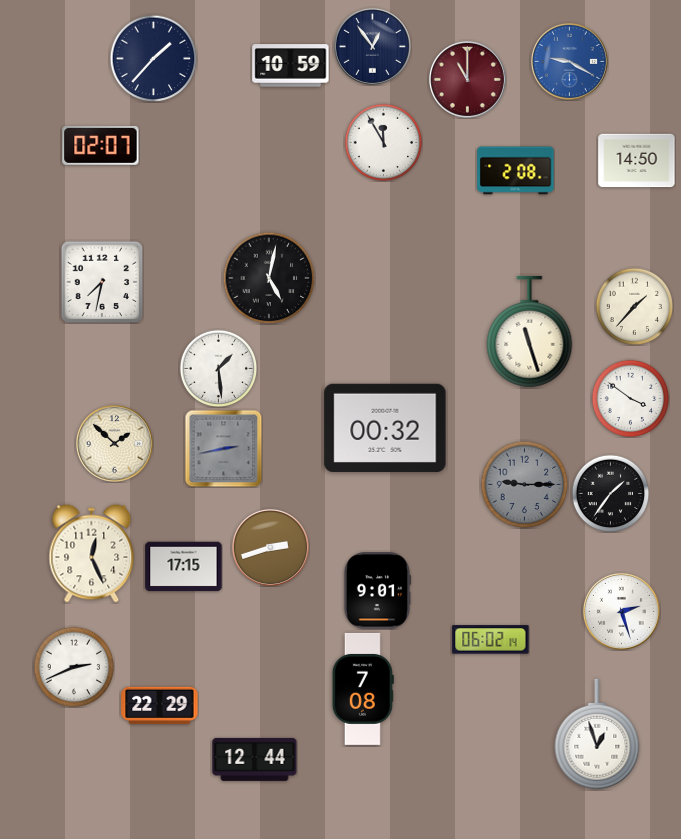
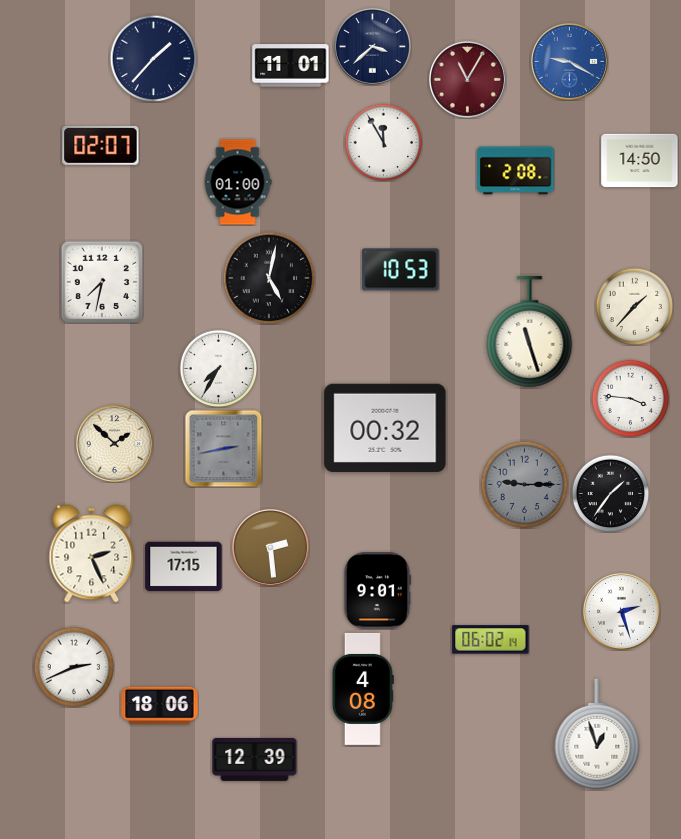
clock at (372, 46): 12:54 -> 3:38
clock at (291, 66): 10:59 -> 11:01
clock at (467, 79): 11:00 -> 11:05
clock at (637, 161) position: (637, 161) -> (640, 161)
clock at (238, 182): none -> 01:00
clock at (401, 270): none -> 10:53
clock at (218, 368): 1:29 -> 7:35
clock at (630, 398): 3:51 -> 3:46
clock at (270, 547): 2:42 -> 2:29
clock at (92, 554): 12:26 -> 2:26
clock at (363, 689): 7:08 -> 4:08
clock at (160, 706): 22:29 -> 18:06
clock at (255, 759): 12:44 -> 12:39
